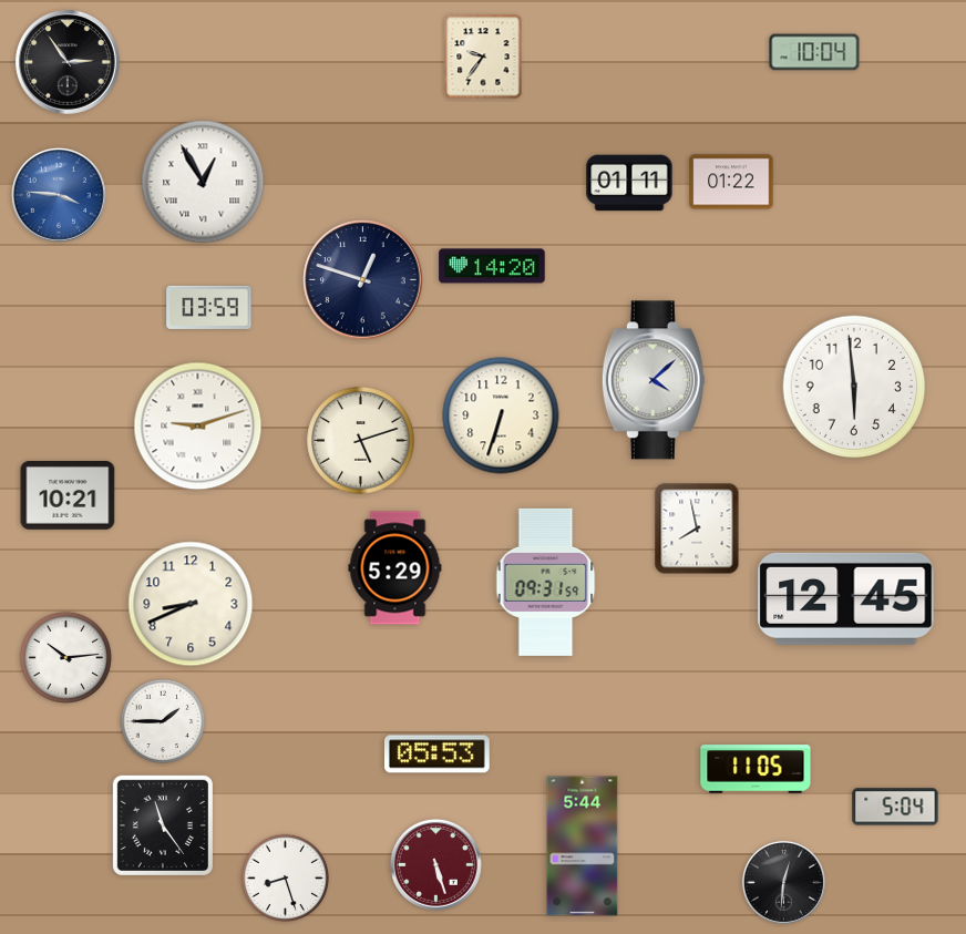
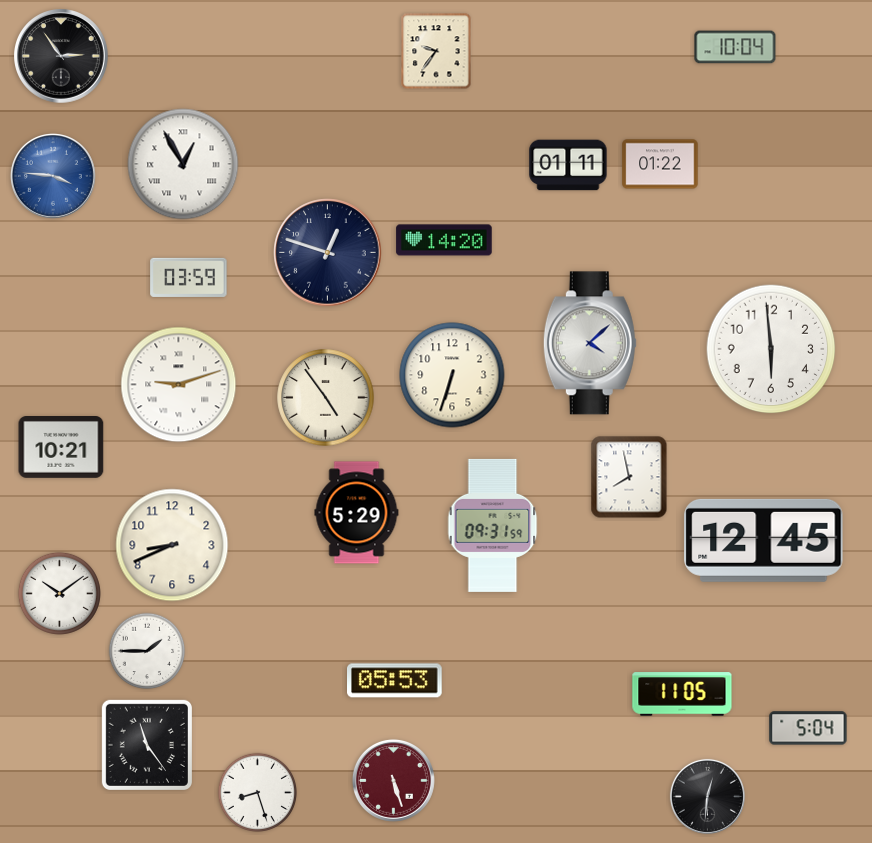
clock at (361, 441): 5:12 -> 4:54
clock at (65, 657): 10:14 -> 10:09
clock at (583, 846): 5:44 -> none
